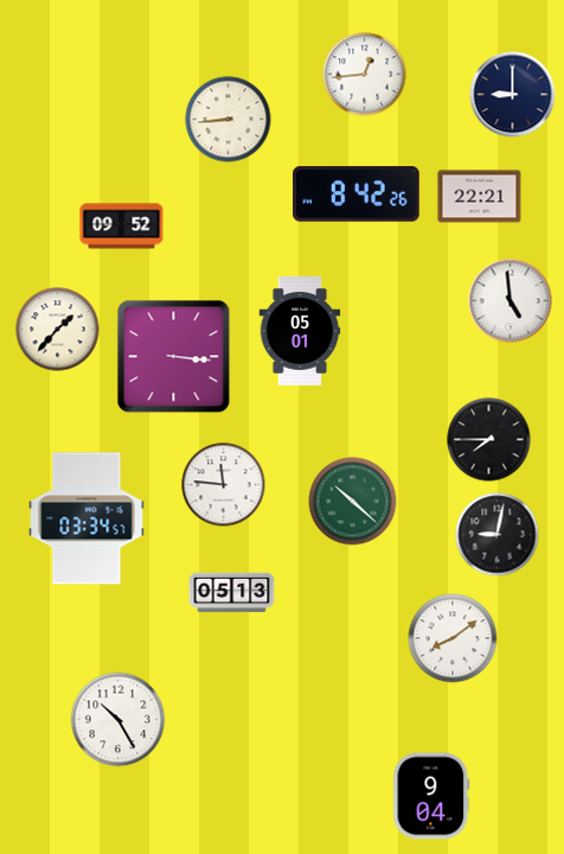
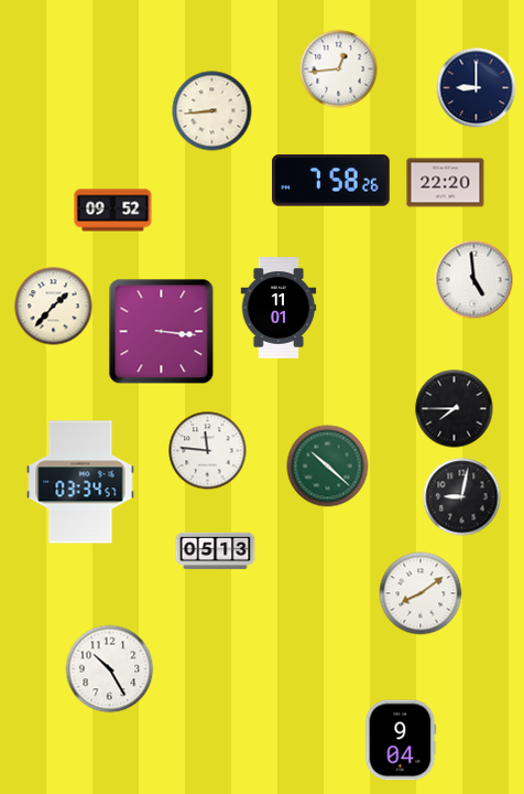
clock at (357, 195): 8:42 -> 7:58
clock at (480, 197): 22:21 -> 22:20
clock at (300, 332): 05:01 -> 11:01
